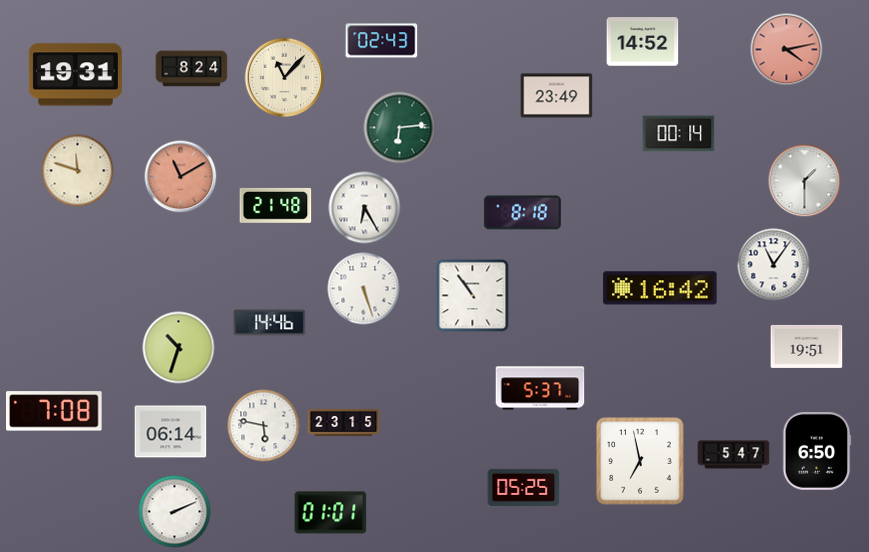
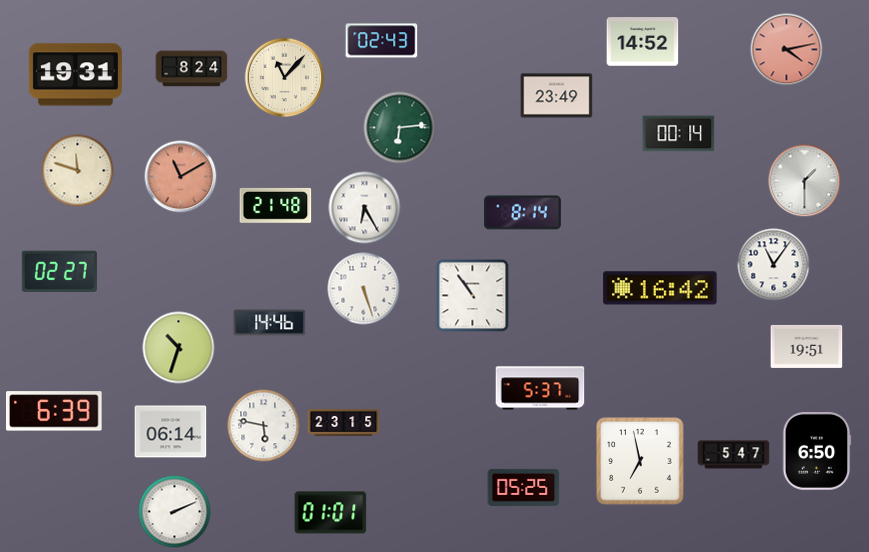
clock at (522, 213): 8:18 -> 8:14
clock at (59, 272): none -> 02:27
clock at (54, 411): 7:08 -> 6:39
